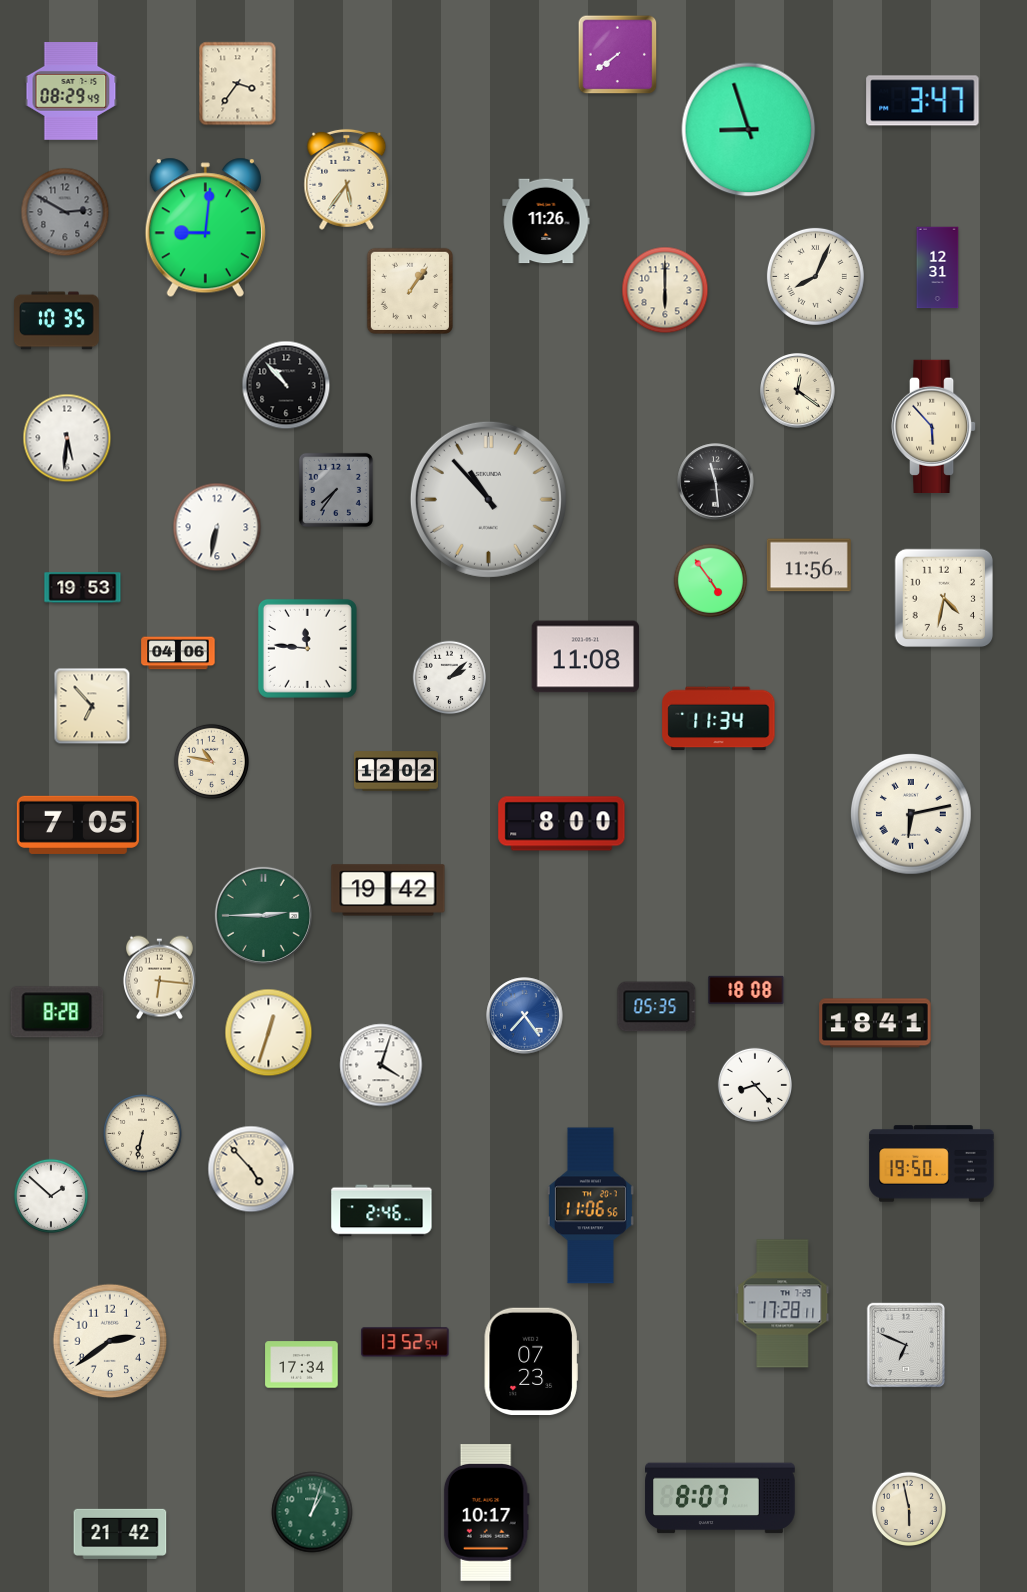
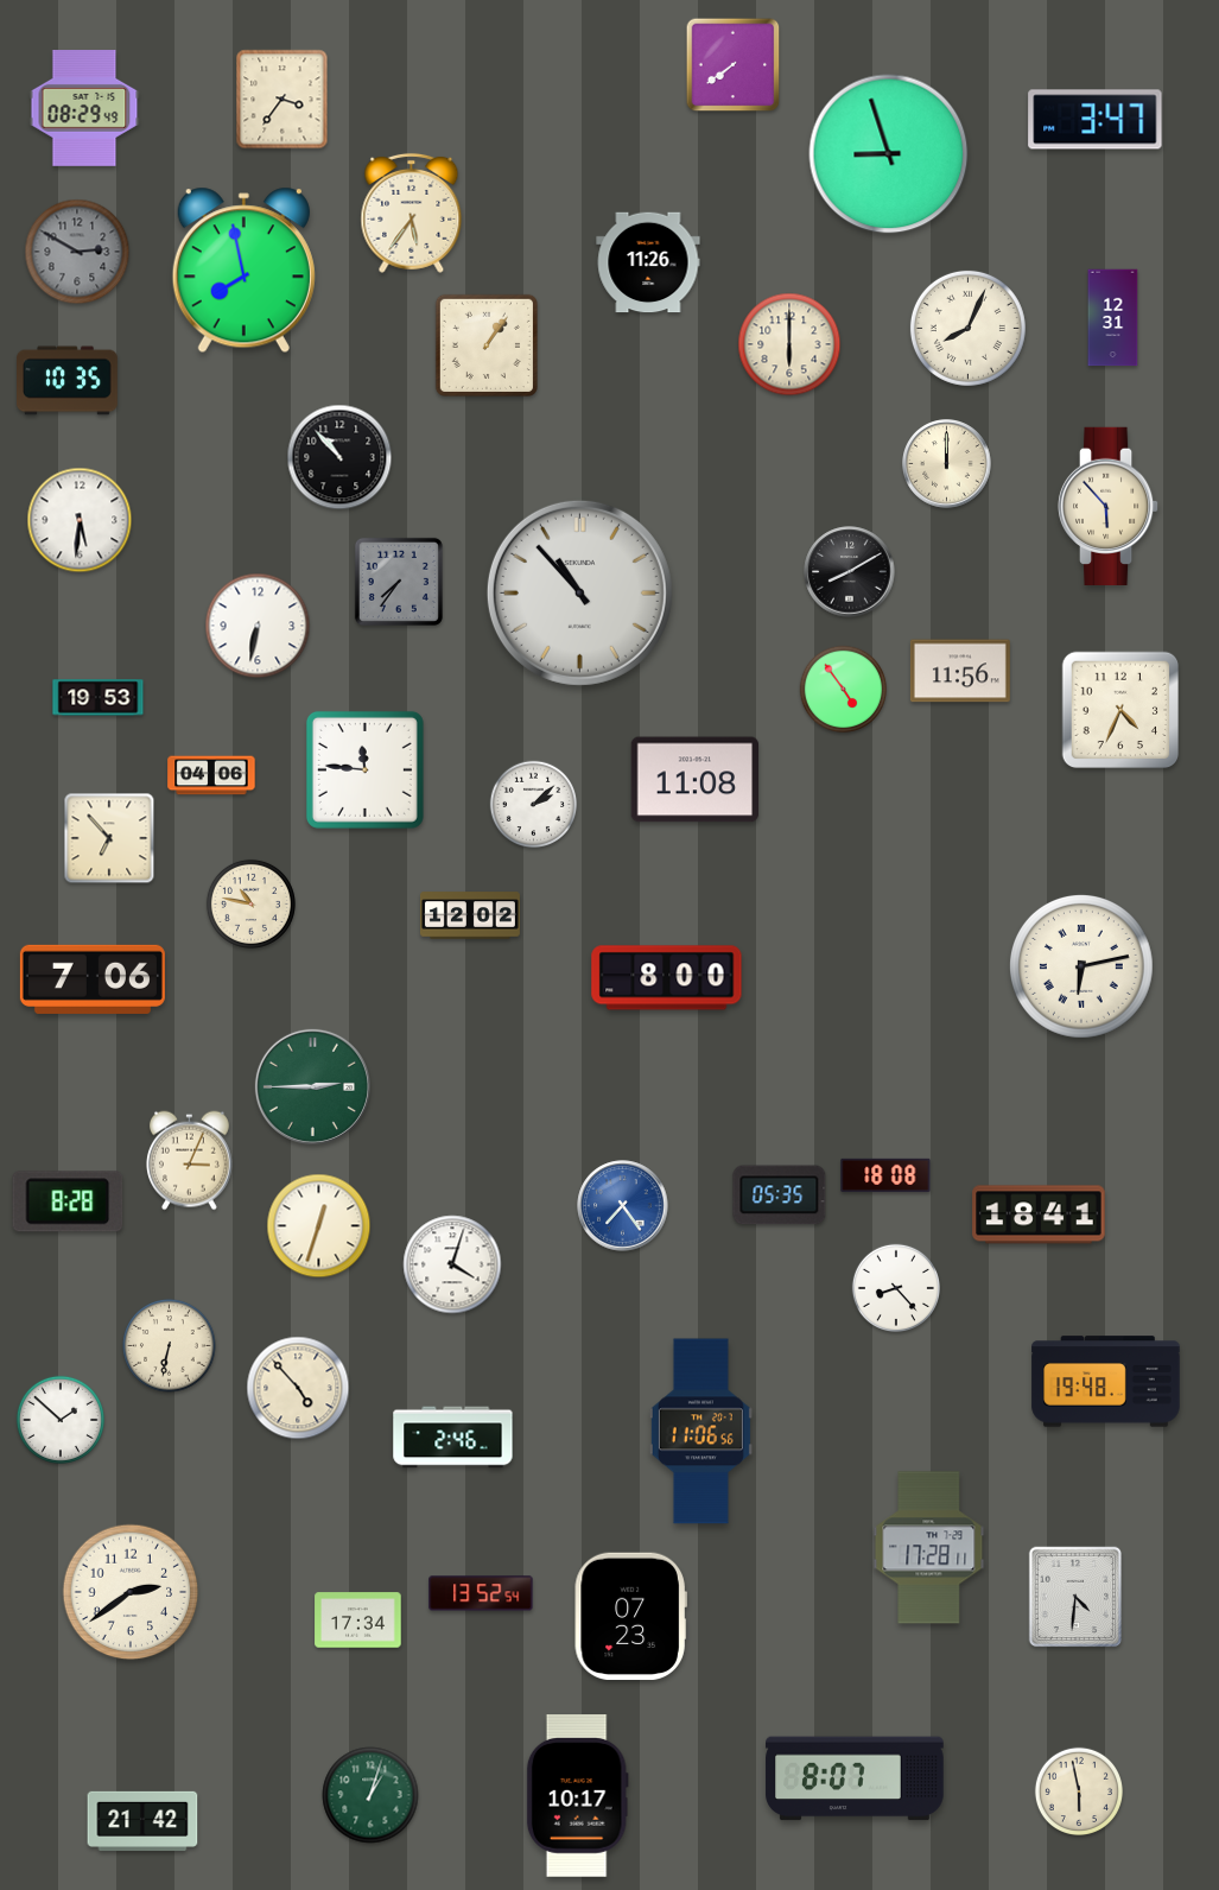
clock at (205, 228): 9:01 -> 7:58
clock at (798, 391): 12:21 -> 12:00
clock at (716, 482): 11:29 -> 8:10
clock at (944, 598): 4:32 -> 4:34
clock at (719, 719): 11:34 -> none
clock at (78, 825): 7:05 -> 7:06
clock at (388, 890): 19:42 -> none
clock at (159, 978): 6:16 -> 3:04
clock at (932, 1164): 19:50 -> 19:48
clock at (906, 1345): 6:49 -> 4:31
